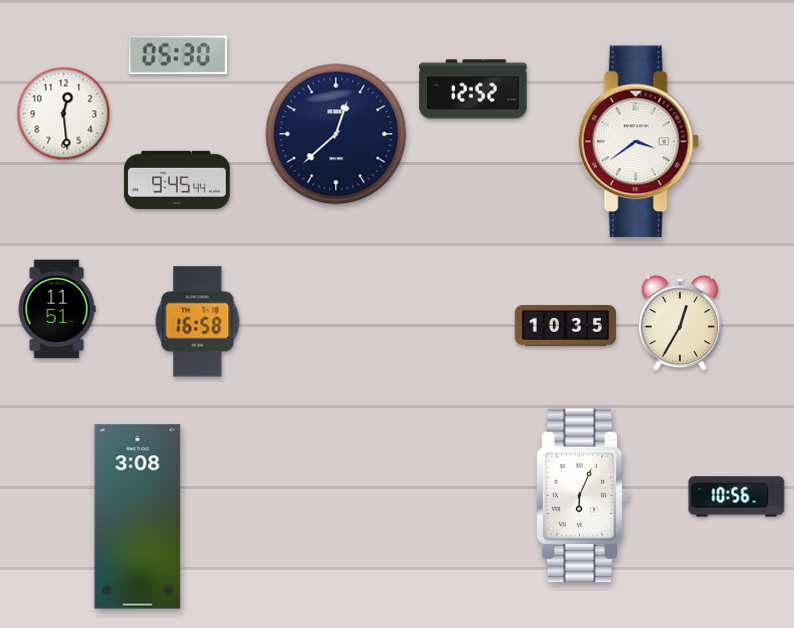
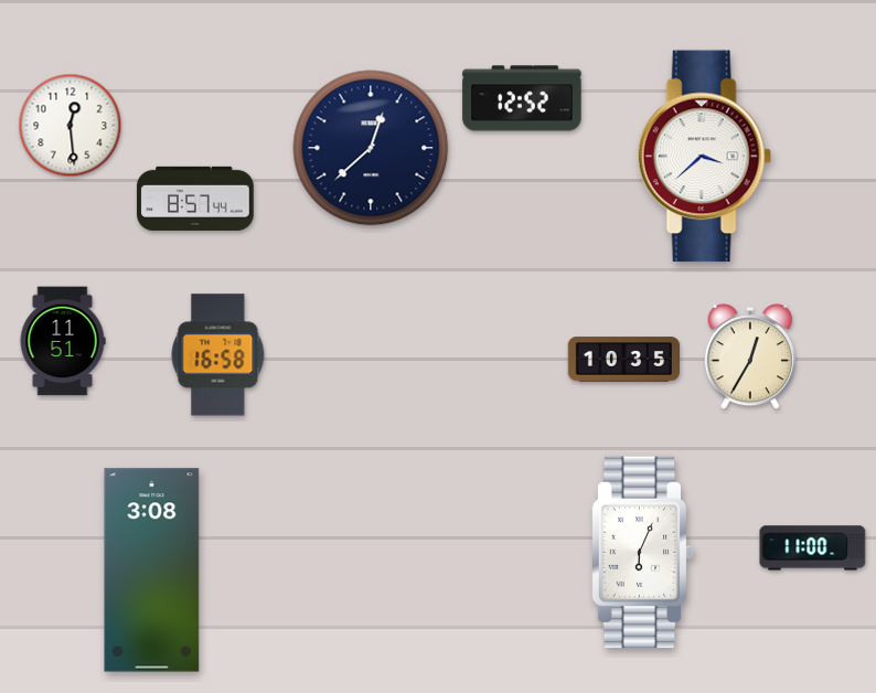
clock at (178, 55): 05:30 -> none
clock at (638, 142): 3:39 -> 3:38
clock at (177, 180): 9:45 -> 8:57
clock at (582, 496) position: (582, 496) -> (642, 553)
clock at (737, 497): 10:56 -> 11:00
